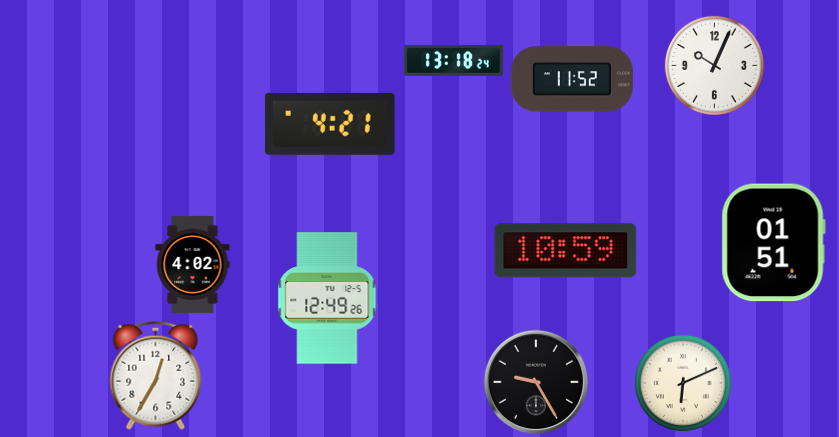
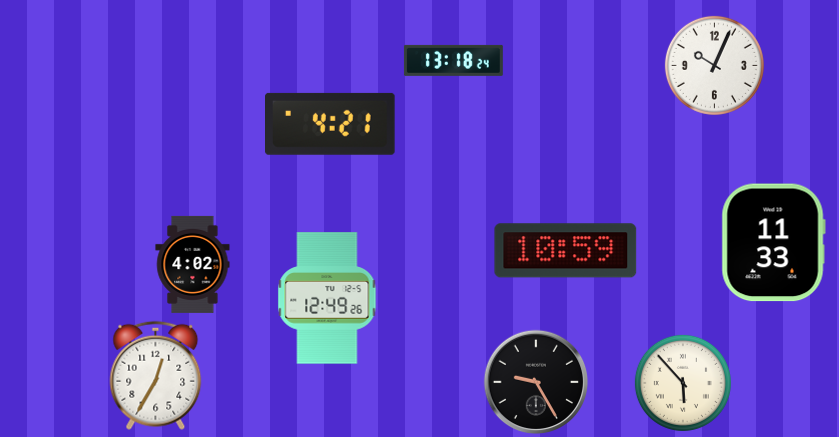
clock at (572, 79): 11:52 -> none
clock at (773, 243): 01:51 -> 11:33
clock at (683, 383): 6:11 -> 5:53
